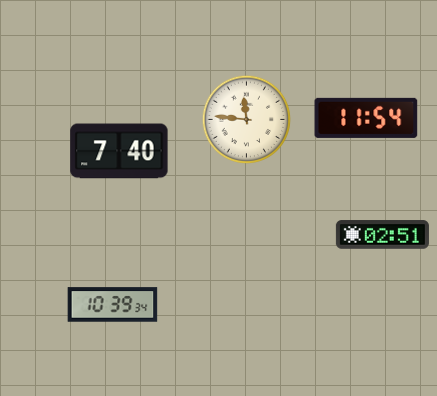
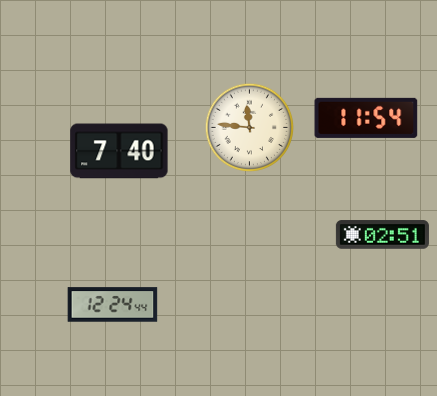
clock at (247, 120) position: (247, 120) -> (250, 128)
clock at (113, 305): 10:39 -> 12:24
